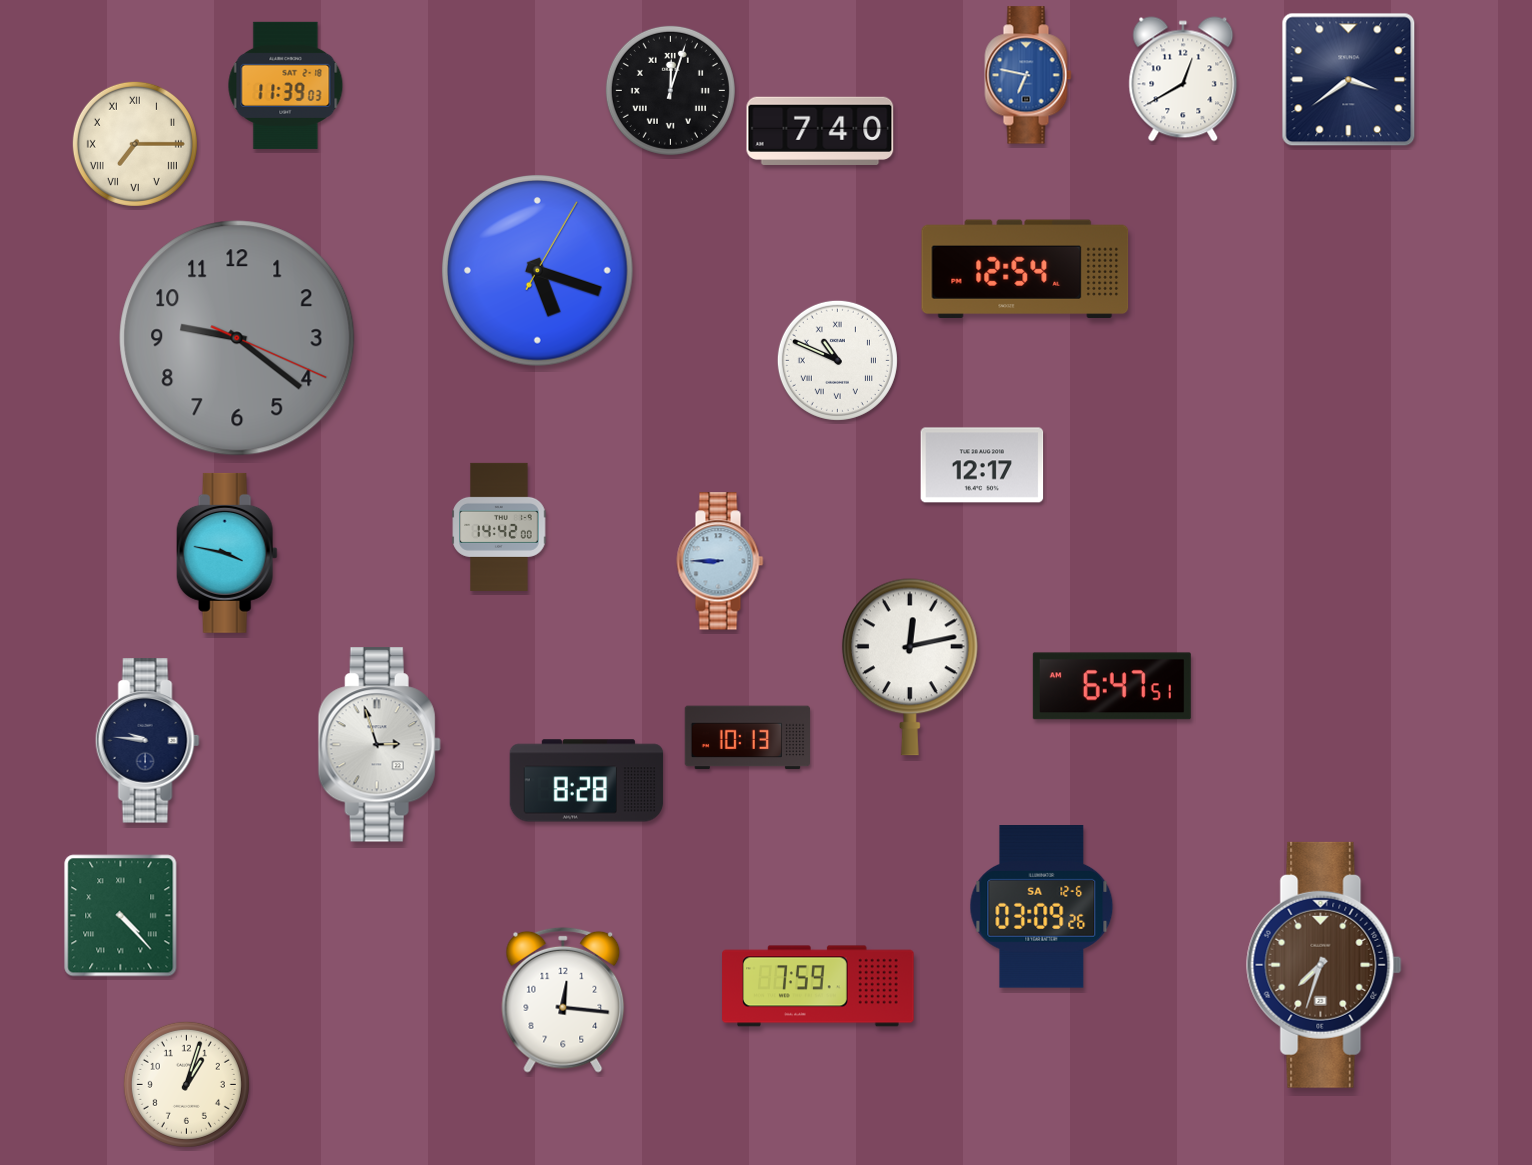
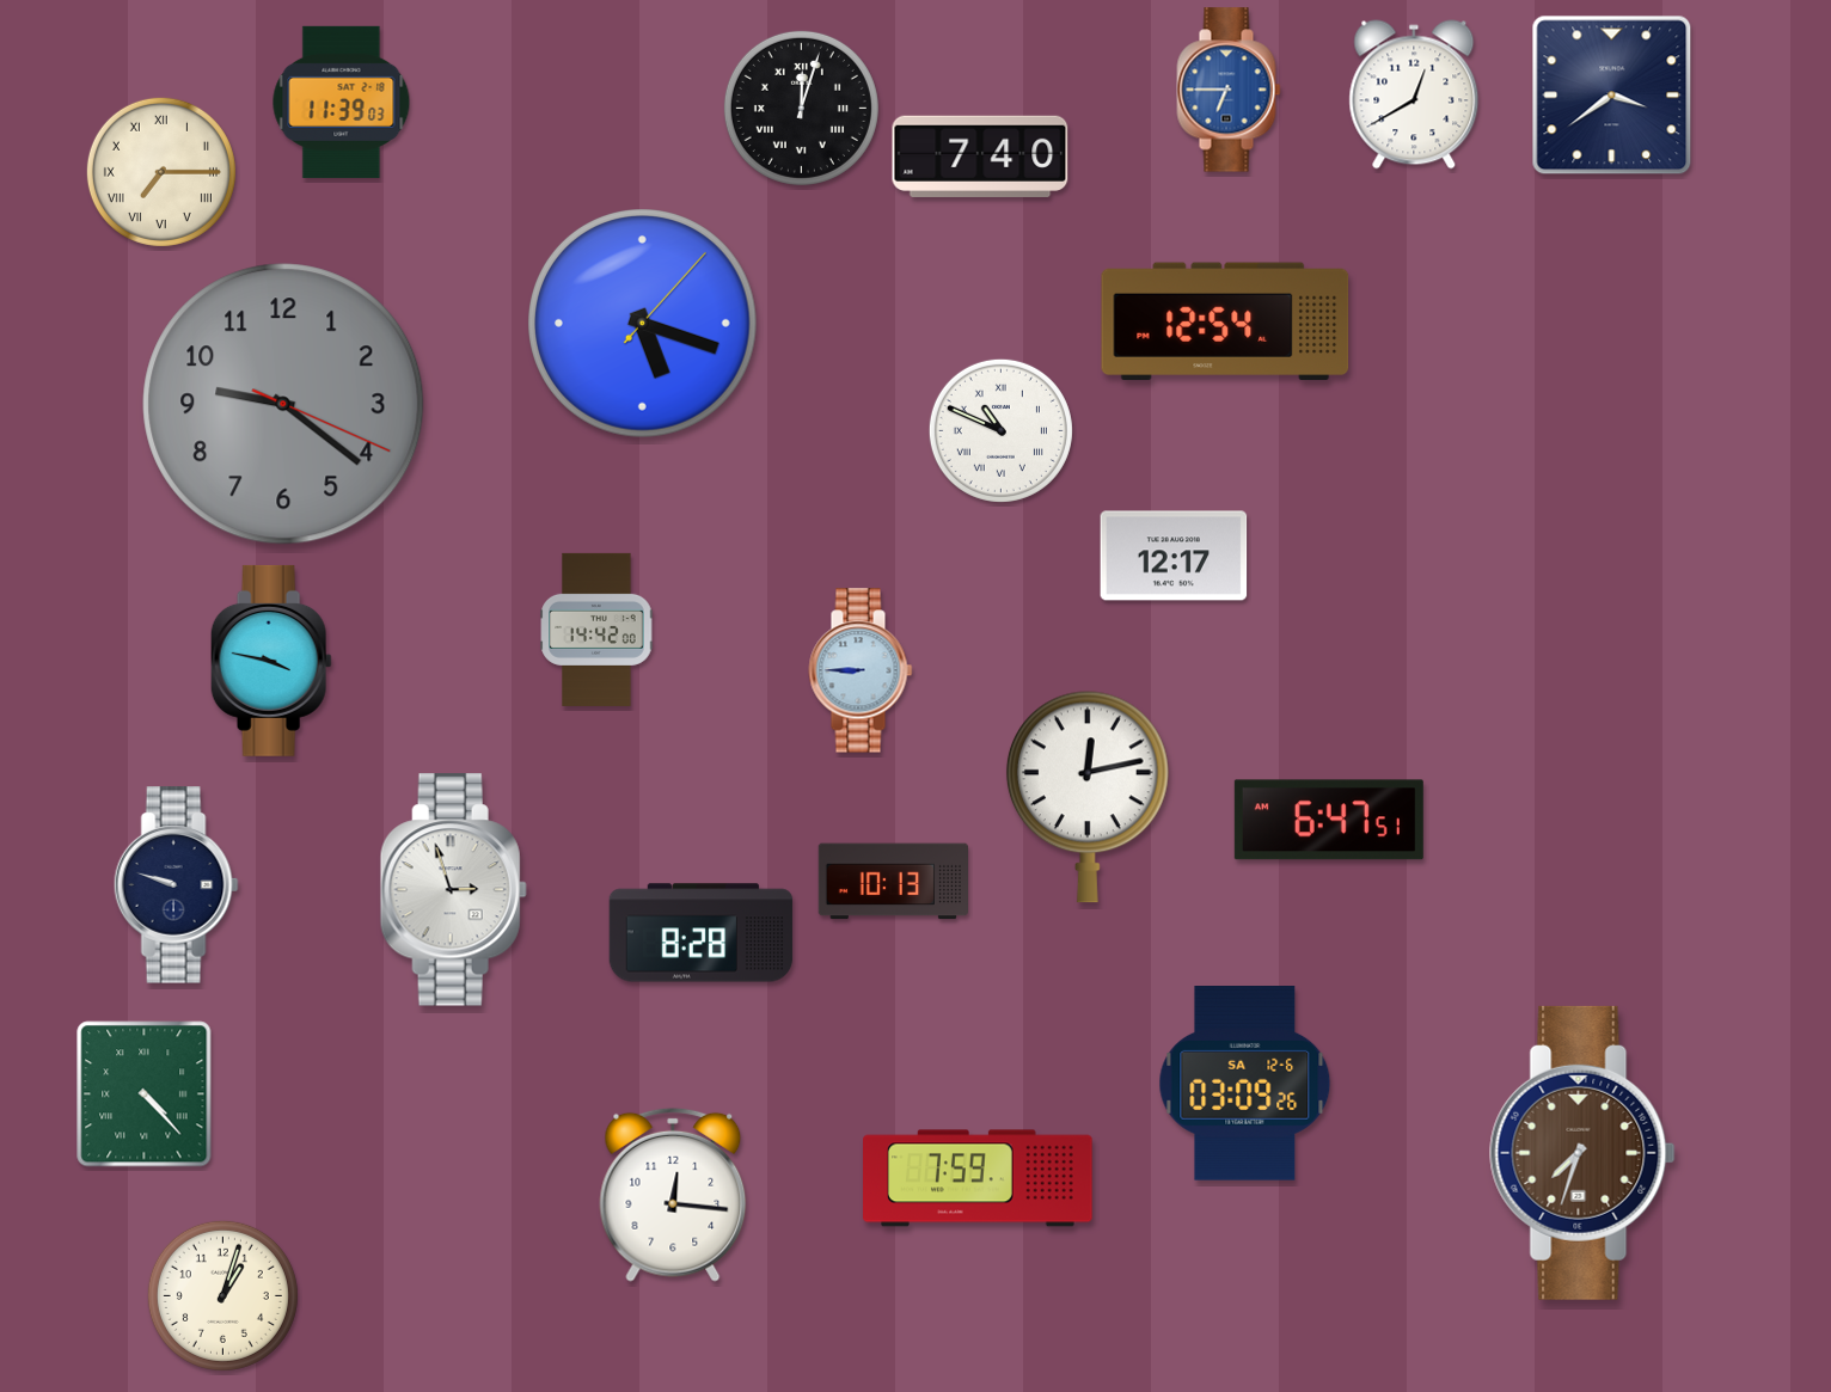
clock at (1028, 75): 6:47 -> 6:45
clock at (538, 271): 5:18:05 -> 5:18:07
clock at (147, 741): 9:46 -> 9:48
